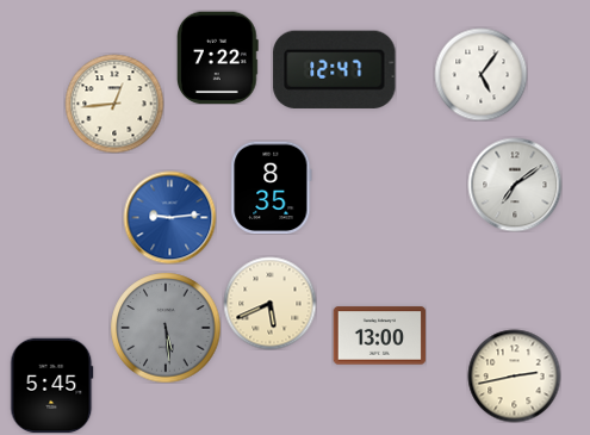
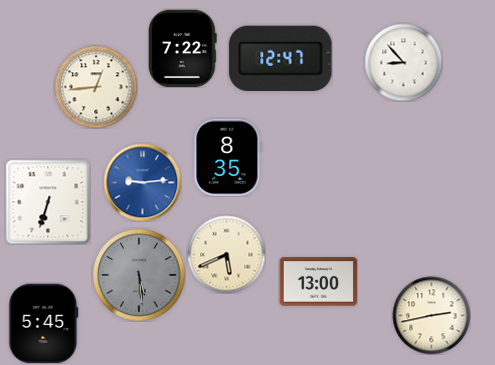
clock at (480, 74): 5:06 -> 8:53
clock at (515, 185): 7:09 -> none
clock at (48, 202): none -> 6:33
